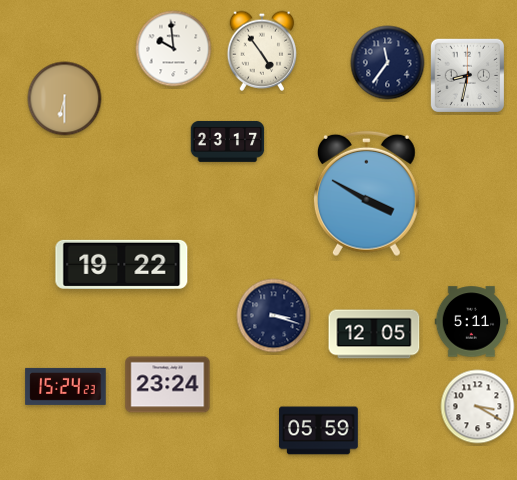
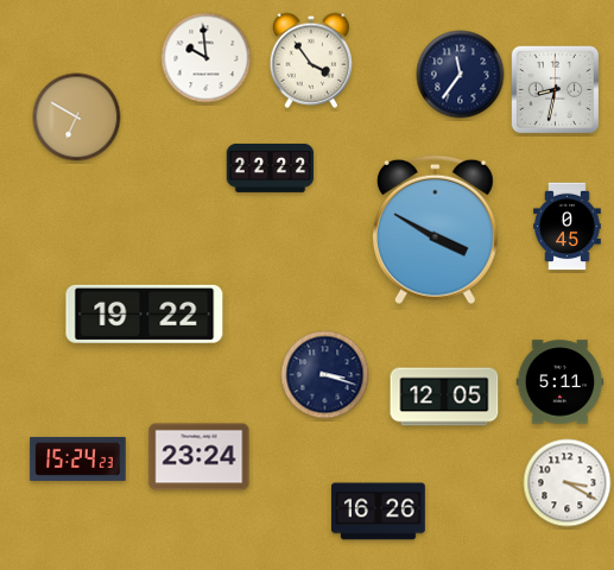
clock at (262, 51): 4:54 -> 3:54
clock at (65, 99): 6:30 -> 6:50
clock at (228, 141): 23:17 -> 22:22
clock at (568, 227): none -> 0:45
clock at (319, 431): 05:59 -> 16:26
